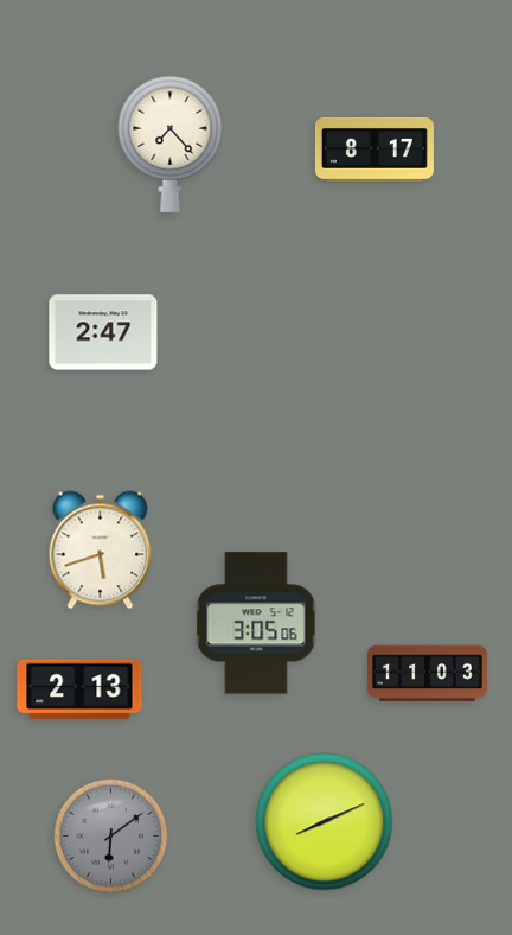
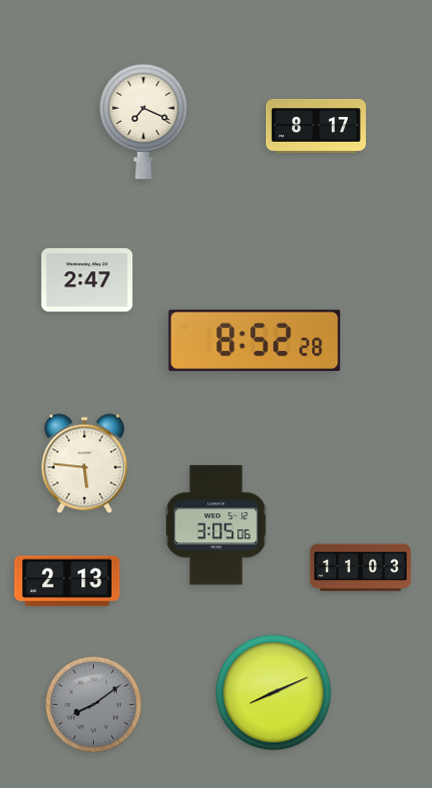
clock at (171, 144): 7:23 -> 7:19
clock at (255, 340): none -> 8:52
clock at (101, 551): 5:42 -> 5:46
clock at (111, 837): 6:09 -> 8:09
